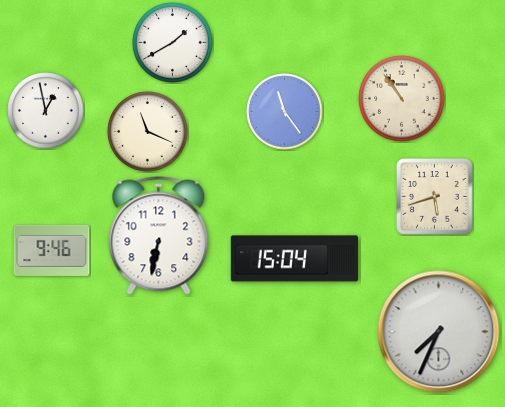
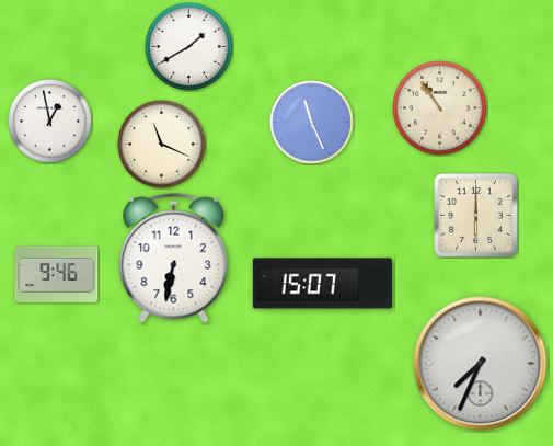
clock at (285, 112): 11:24 -> 11:26
clock at (435, 197): 5:42 -> 6:00
clock at (294, 259): 15:04 -> 15:07
